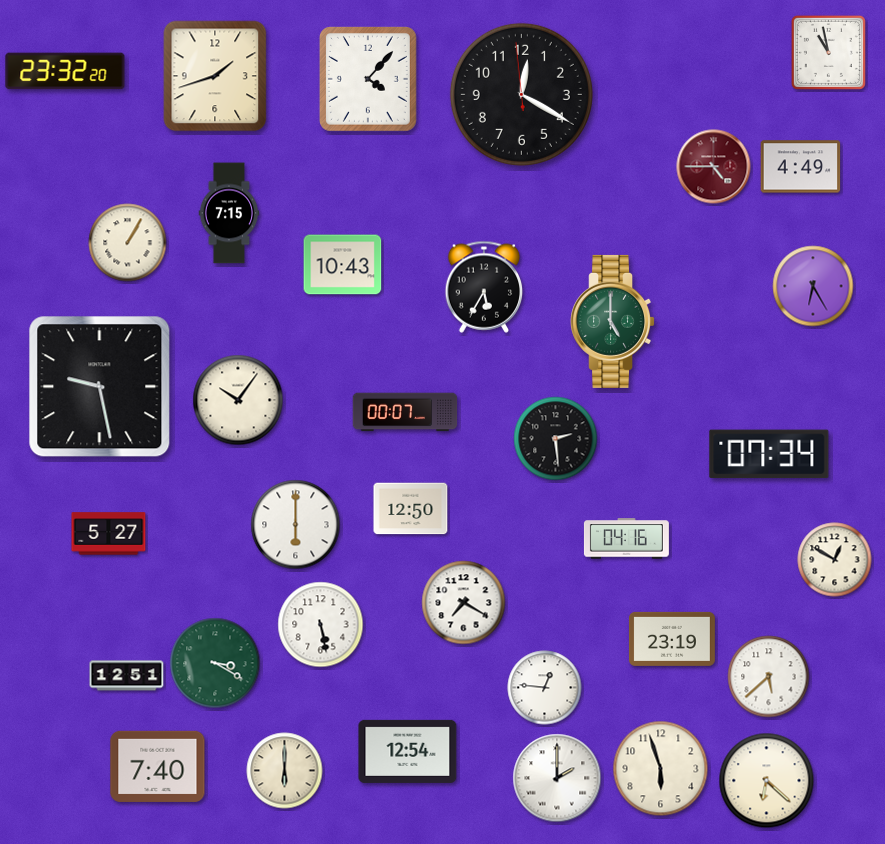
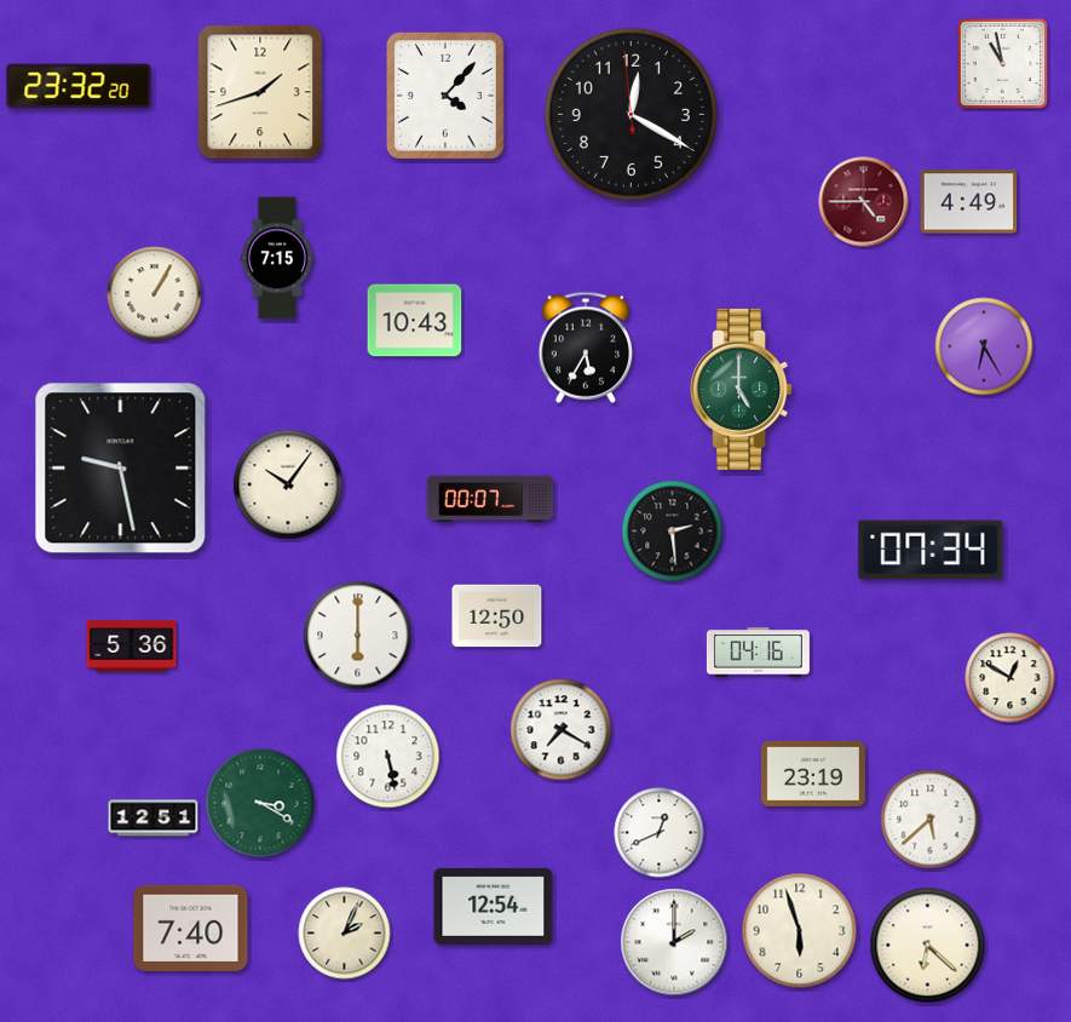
clock at (109, 534): 5:27 -> 5:36
clock at (545, 688): 12:46 -> 12:41
clock at (408, 751) position: (408, 751) -> (494, 906)
clock at (285, 771): 6:00 -> 2:04
